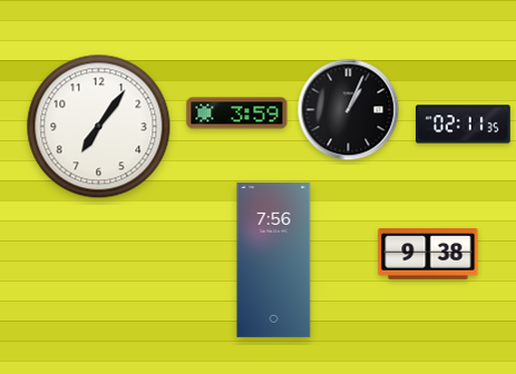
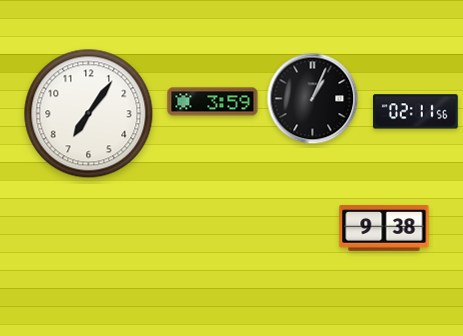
clock at (464, 125): 02:11:35 -> 02:11:56
clock at (274, 259): 7:56 -> none
